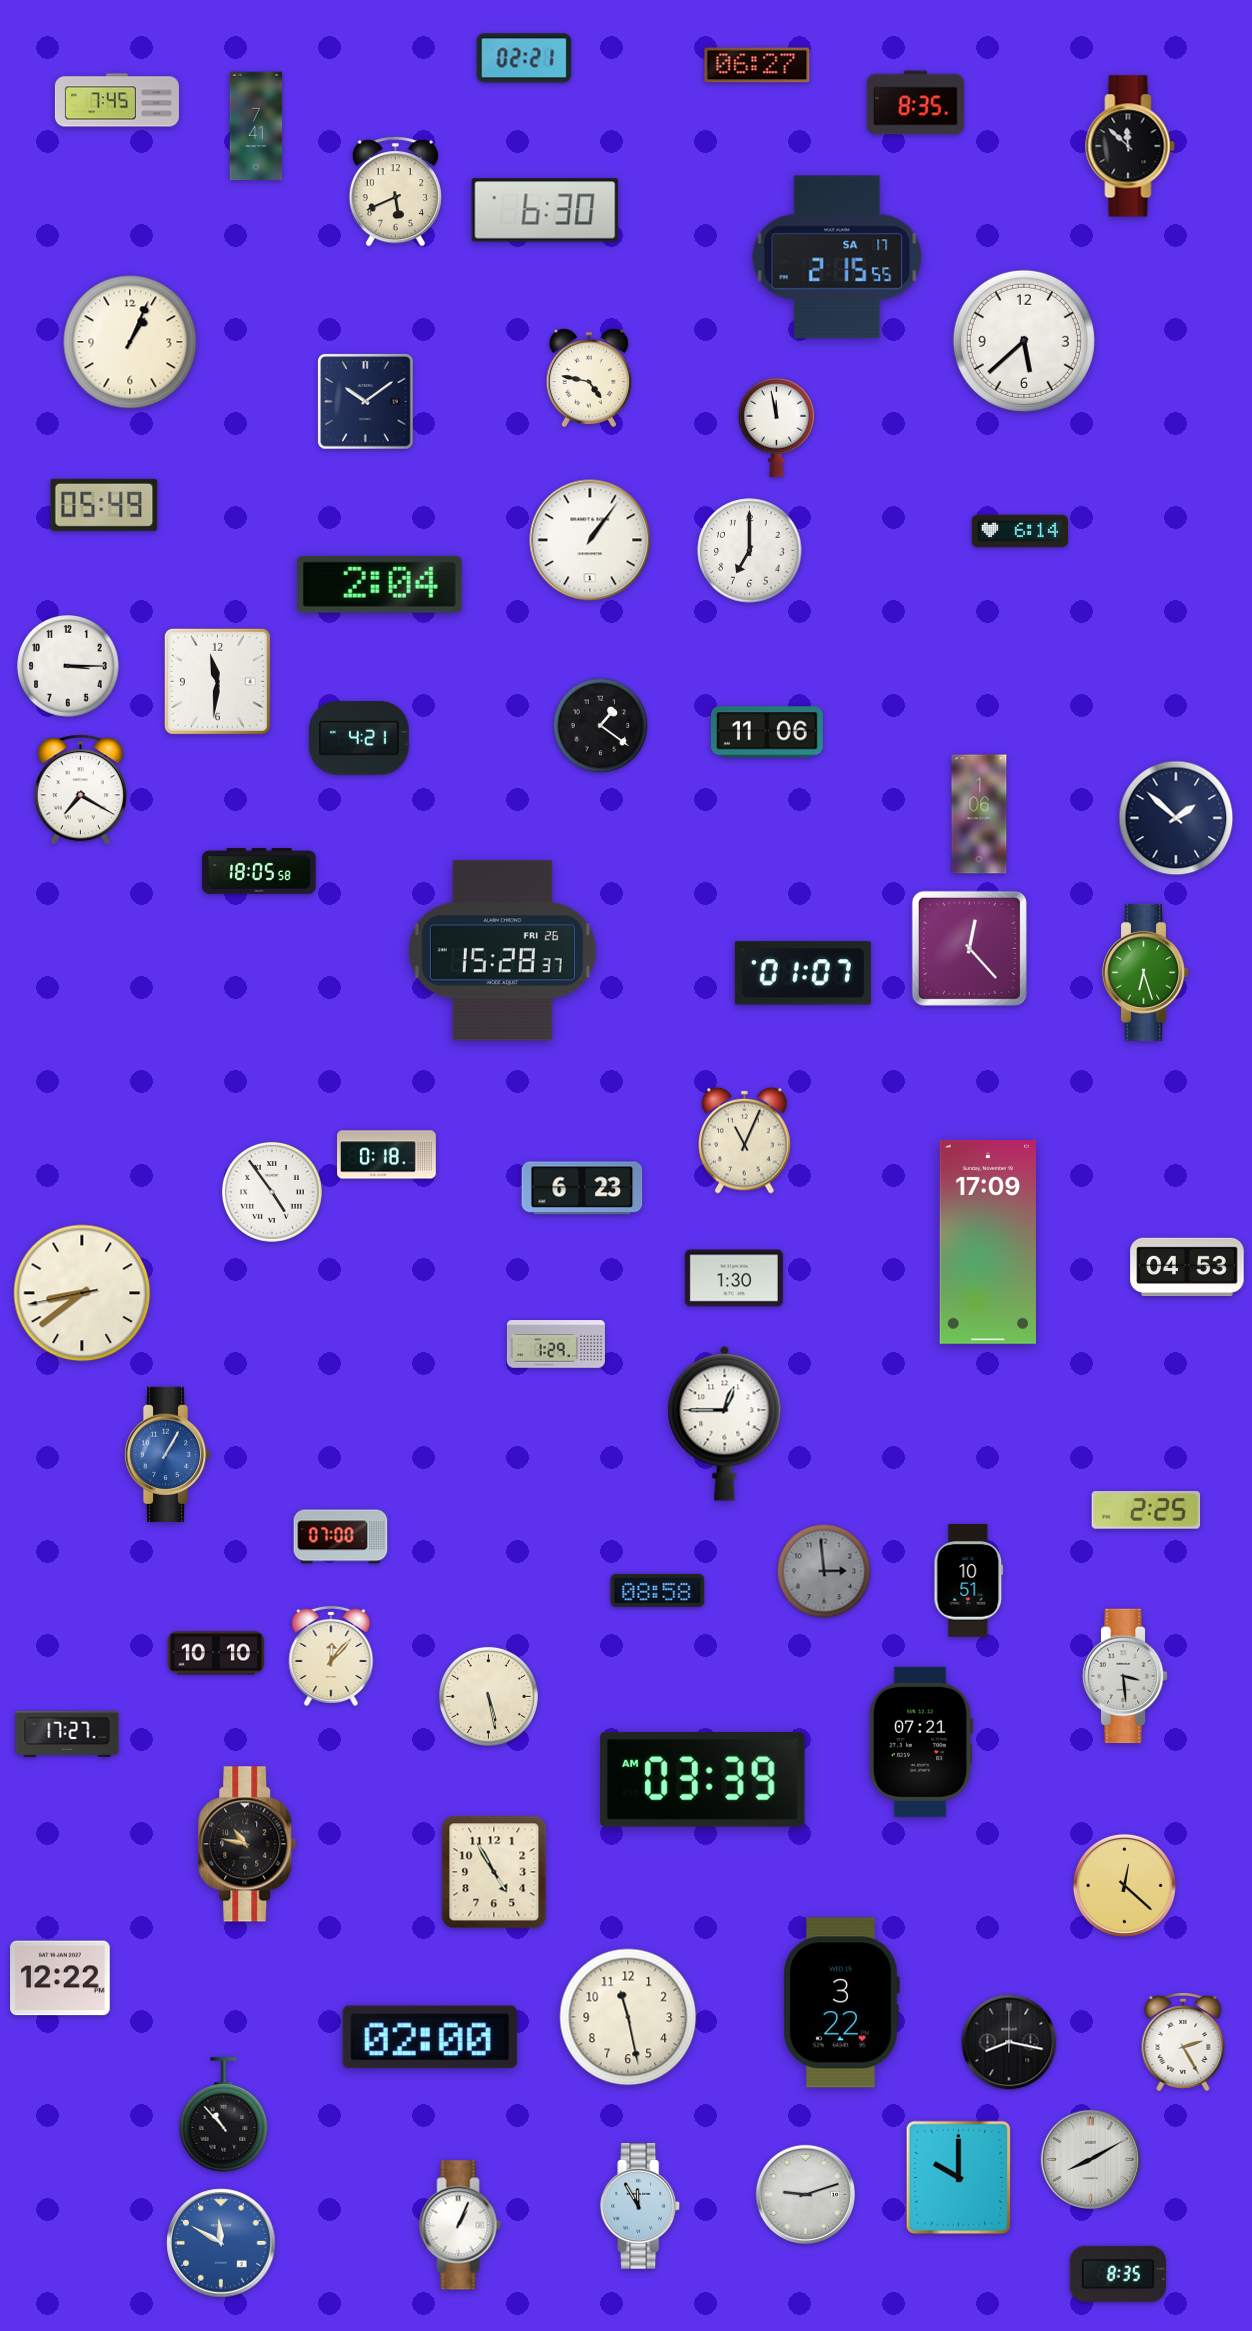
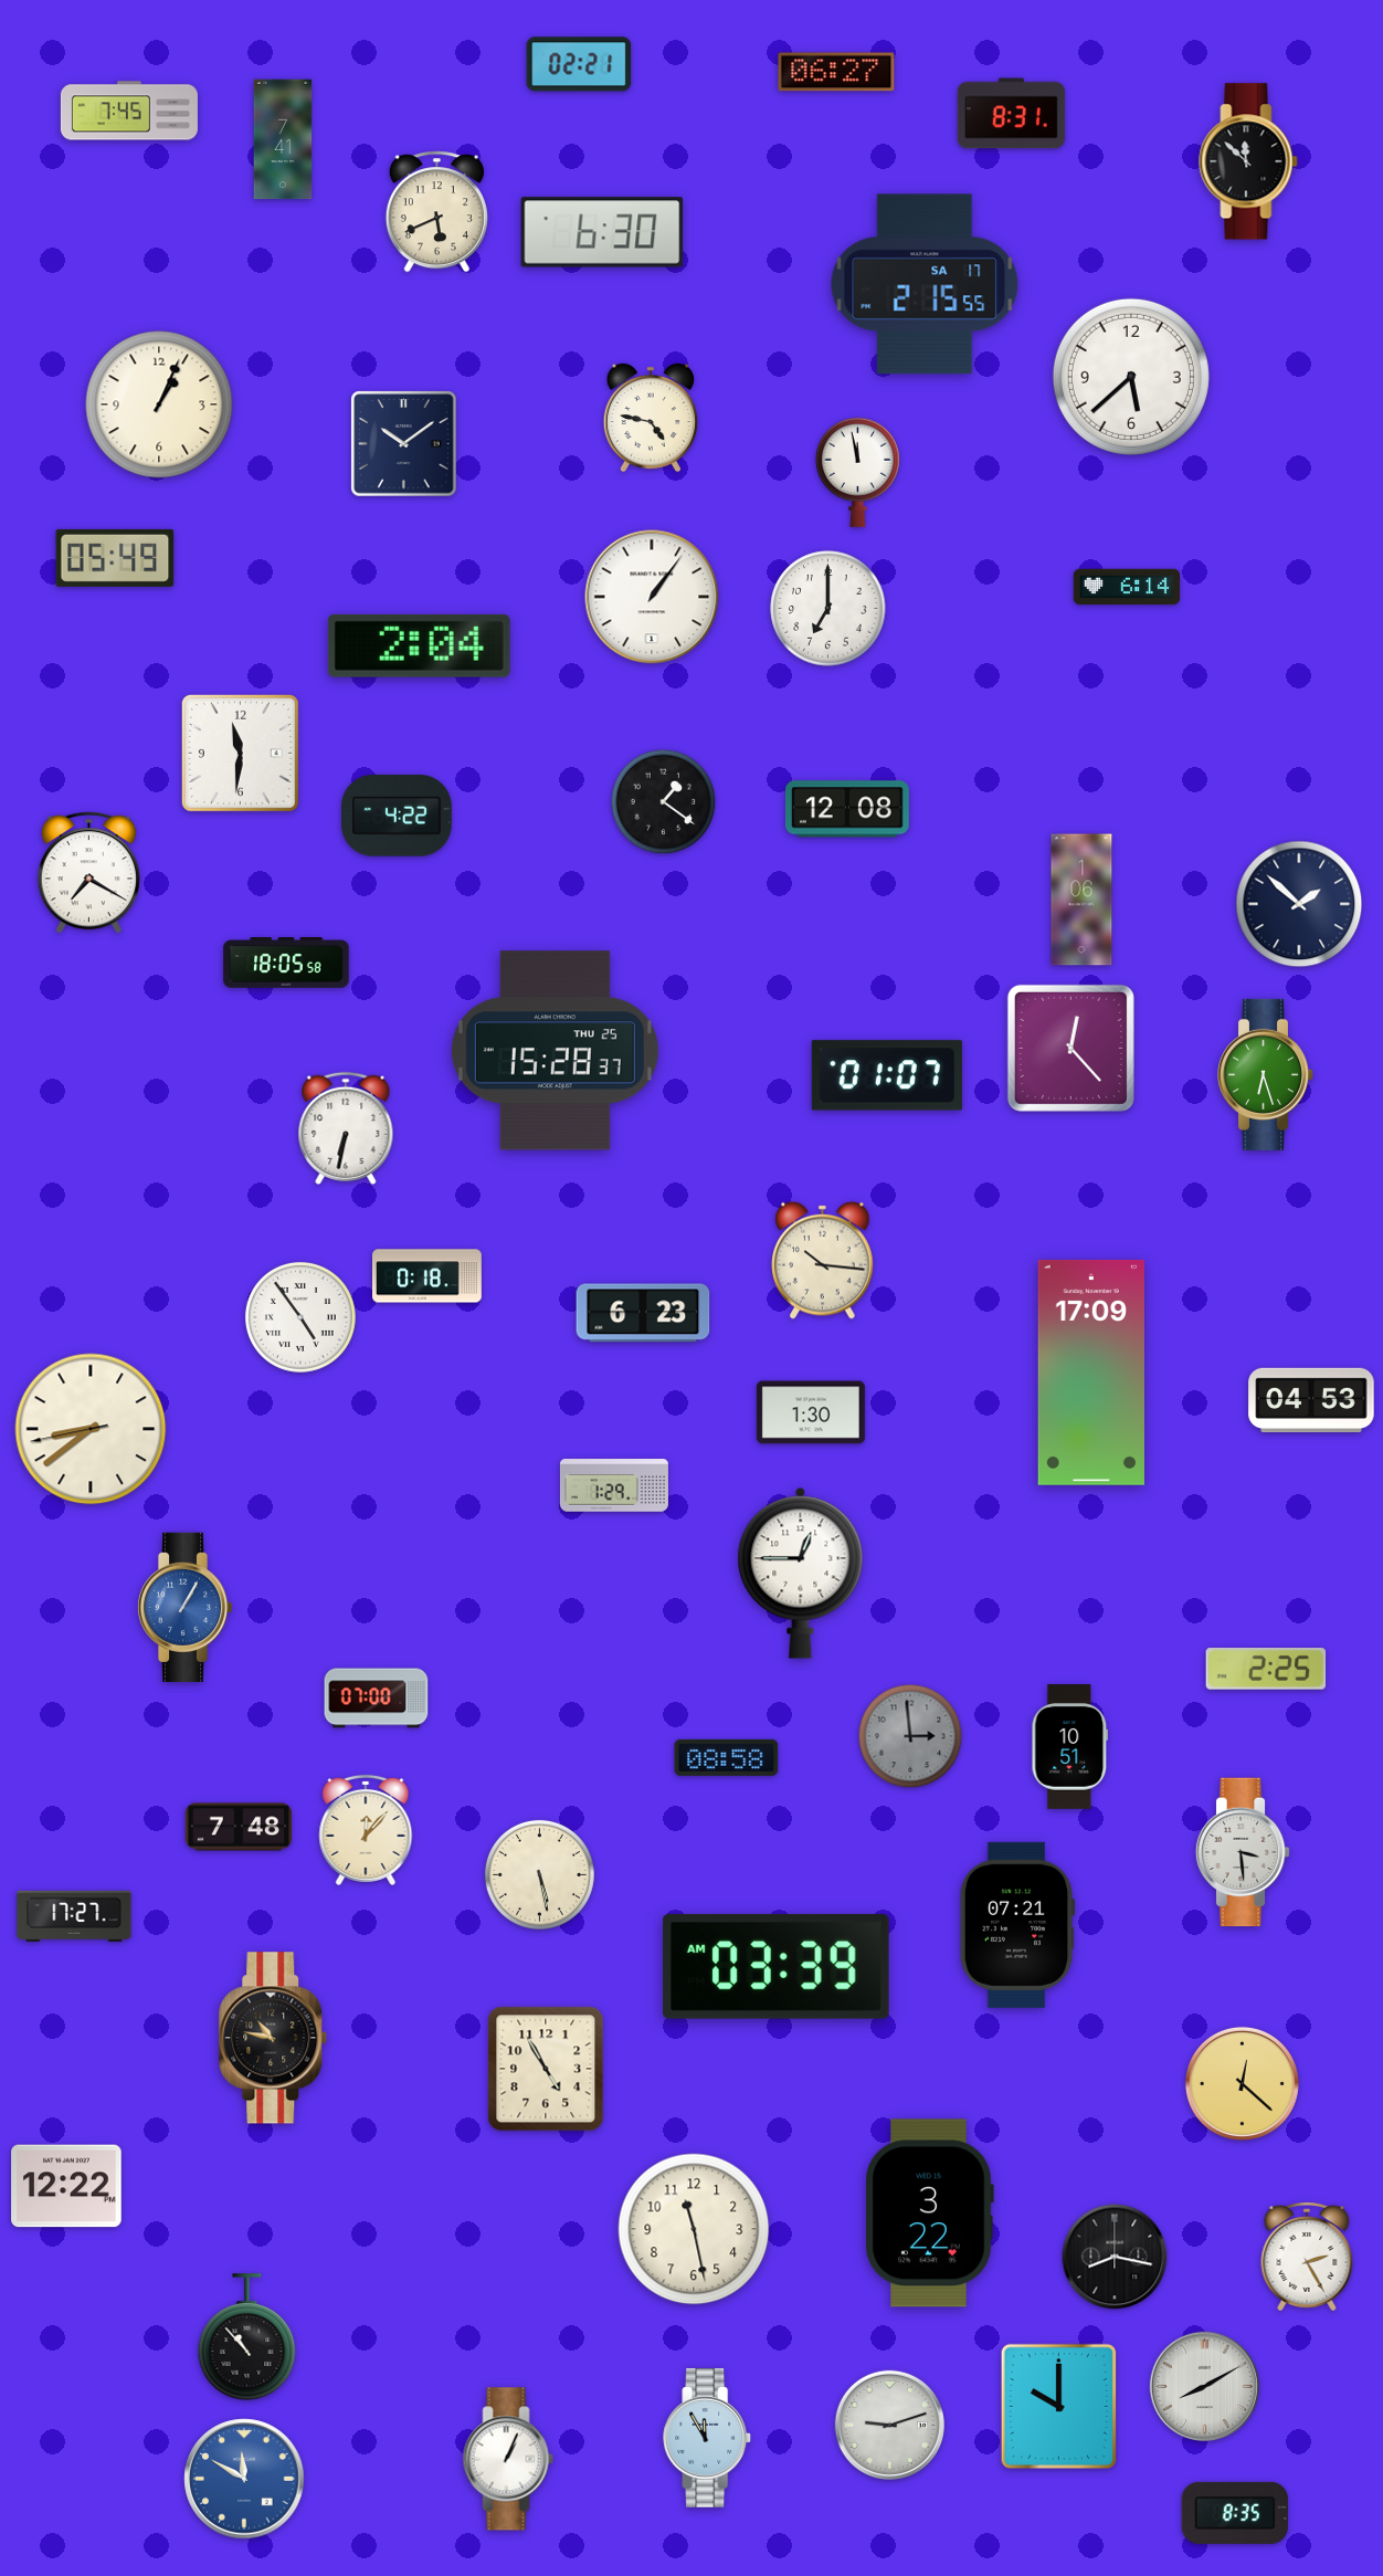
clock at (915, 103): 8:35 -> 8:31
clock at (130, 342) position: (130, 342) -> (159, 404)
clock at (69, 667): 3:15 -> none
clock at (767, 732): 11:06 -> 12:08
clock at (360, 738): 4:21 -> 4:22
clock at (502, 951) date: FRI 26 -> THU 25
clock at (346, 1128): none -> 6:32
clock at (745, 1140): 11:04 -> 10:16
clock at (216, 1653): 10:10 -> 7:48
clock at (430, 2037): 02:00 -> none
